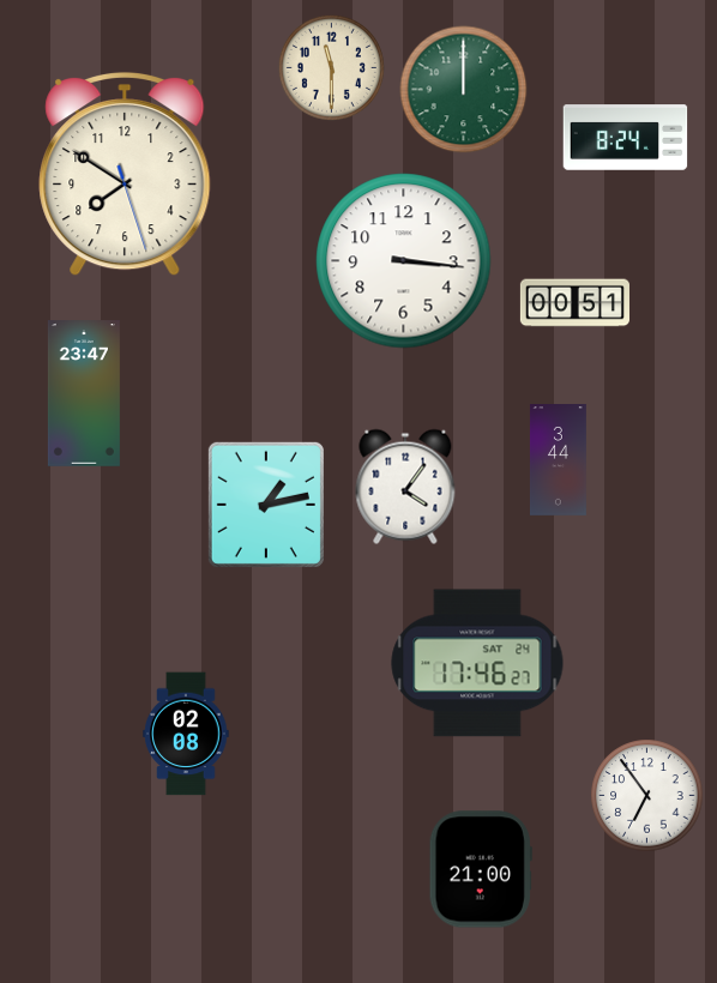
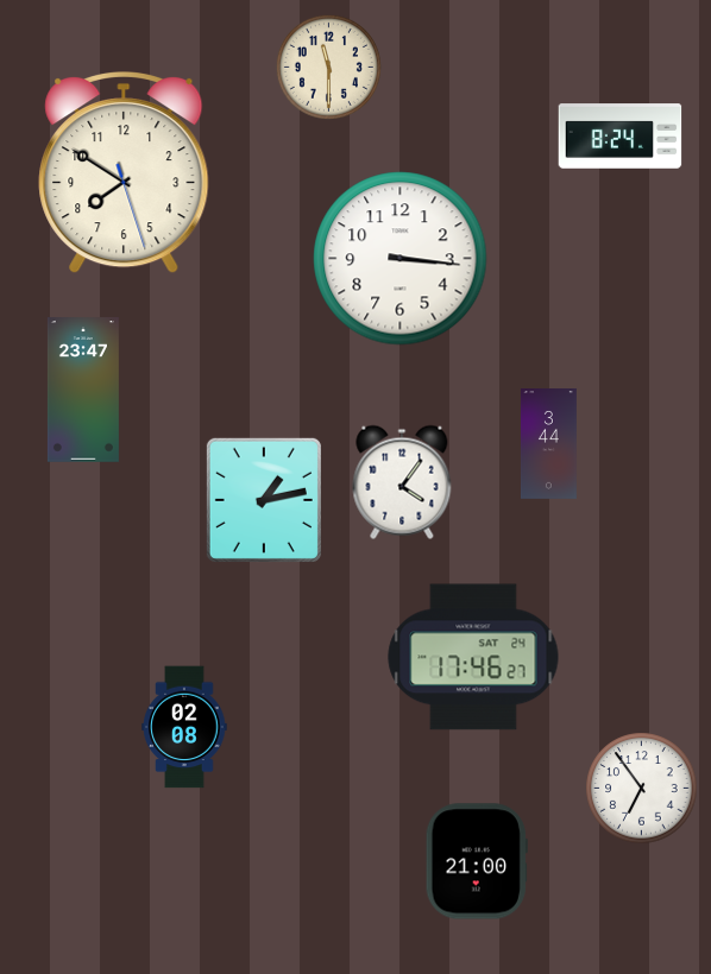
clock at (464, 90): 12:00 -> none
clock at (574, 303): 00:51 -> none
clock at (558, 460) position: (558, 460) -> (548, 444)
